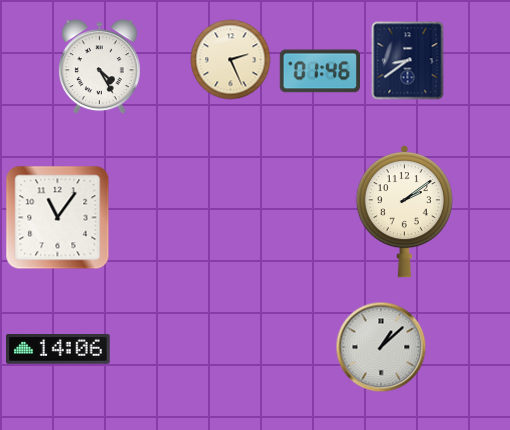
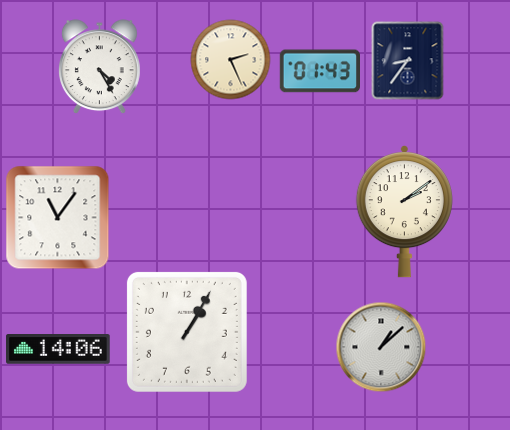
clock at (408, 61): 8:39 -> 8:36
clock at (319, 71): 01:46 -> 01:43
clock at (187, 332): none -> 1:05
